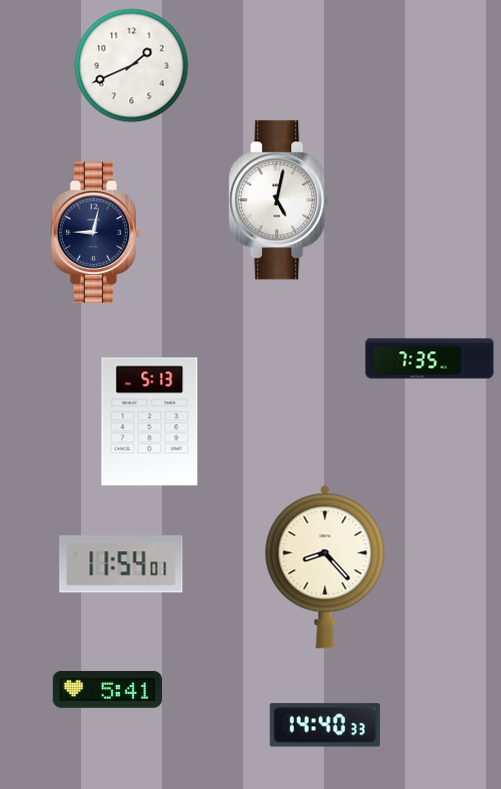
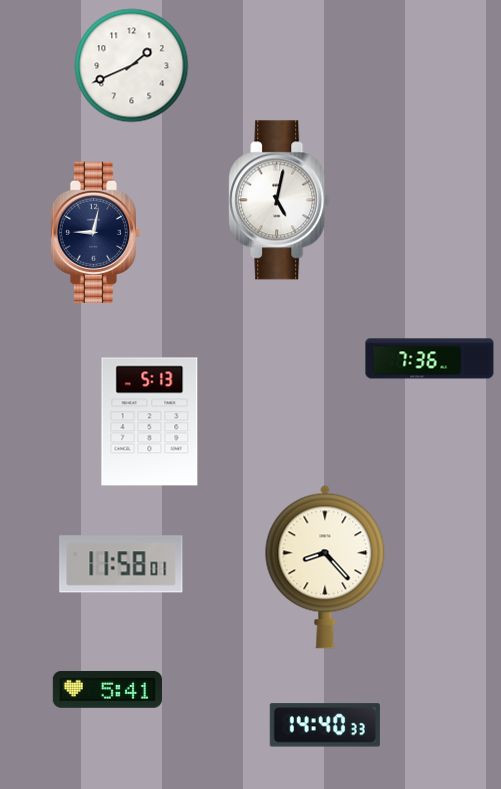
clock at (430, 359): 7:35 -> 7:36
clock at (121, 564): 11:54 -> 11:58
